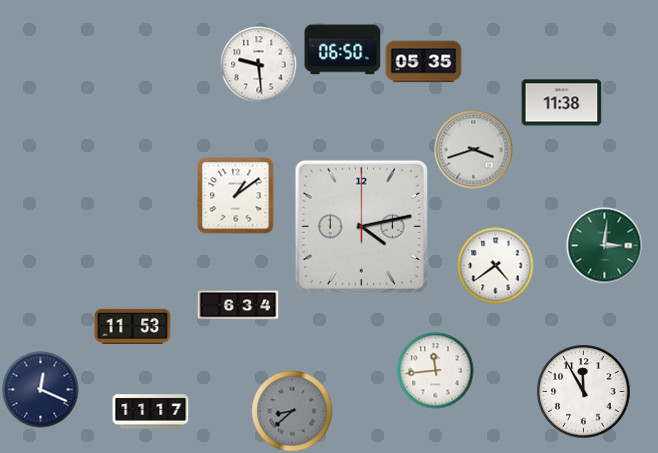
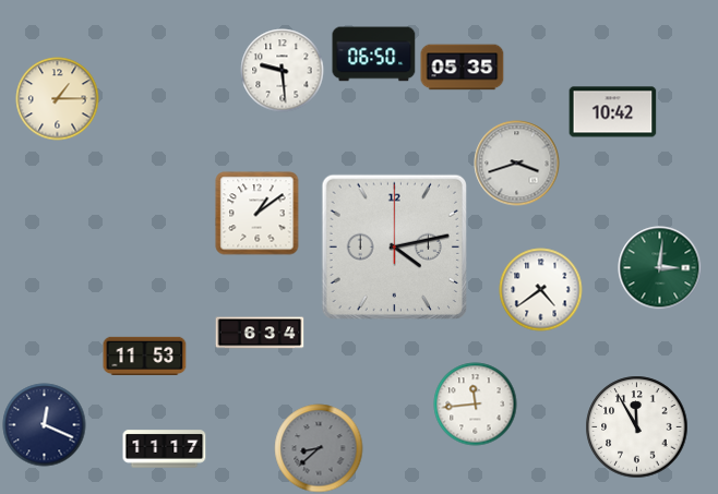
clock at (58, 99): none -> 1:15
clock at (562, 103): 11:38 -> 10:42
